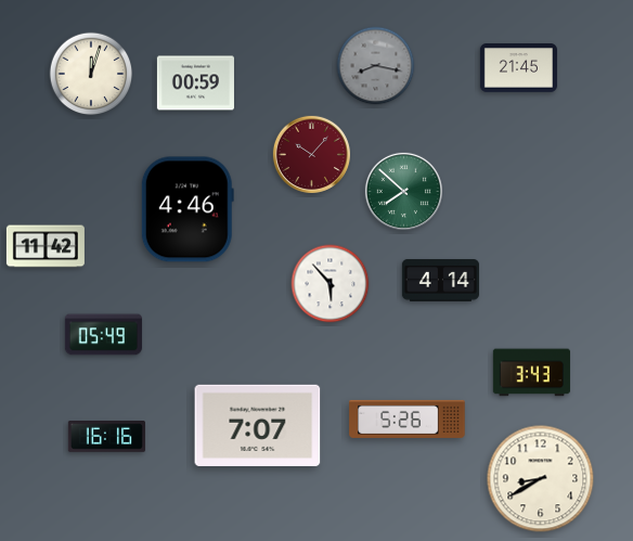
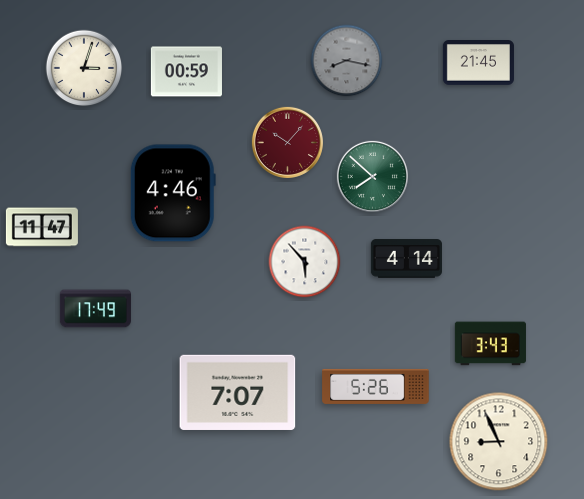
clock at (91, 74): 12:03 -> 3:03
clock at (195, 83) position: (195, 83) -> (186, 72)
clock at (46, 246): 11:42 -> 11:47
clock at (103, 335): 05:49 -> 17:49
clock at (106, 437): 16:16 -> none
clock at (541, 479): 8:40 -> 8:56
